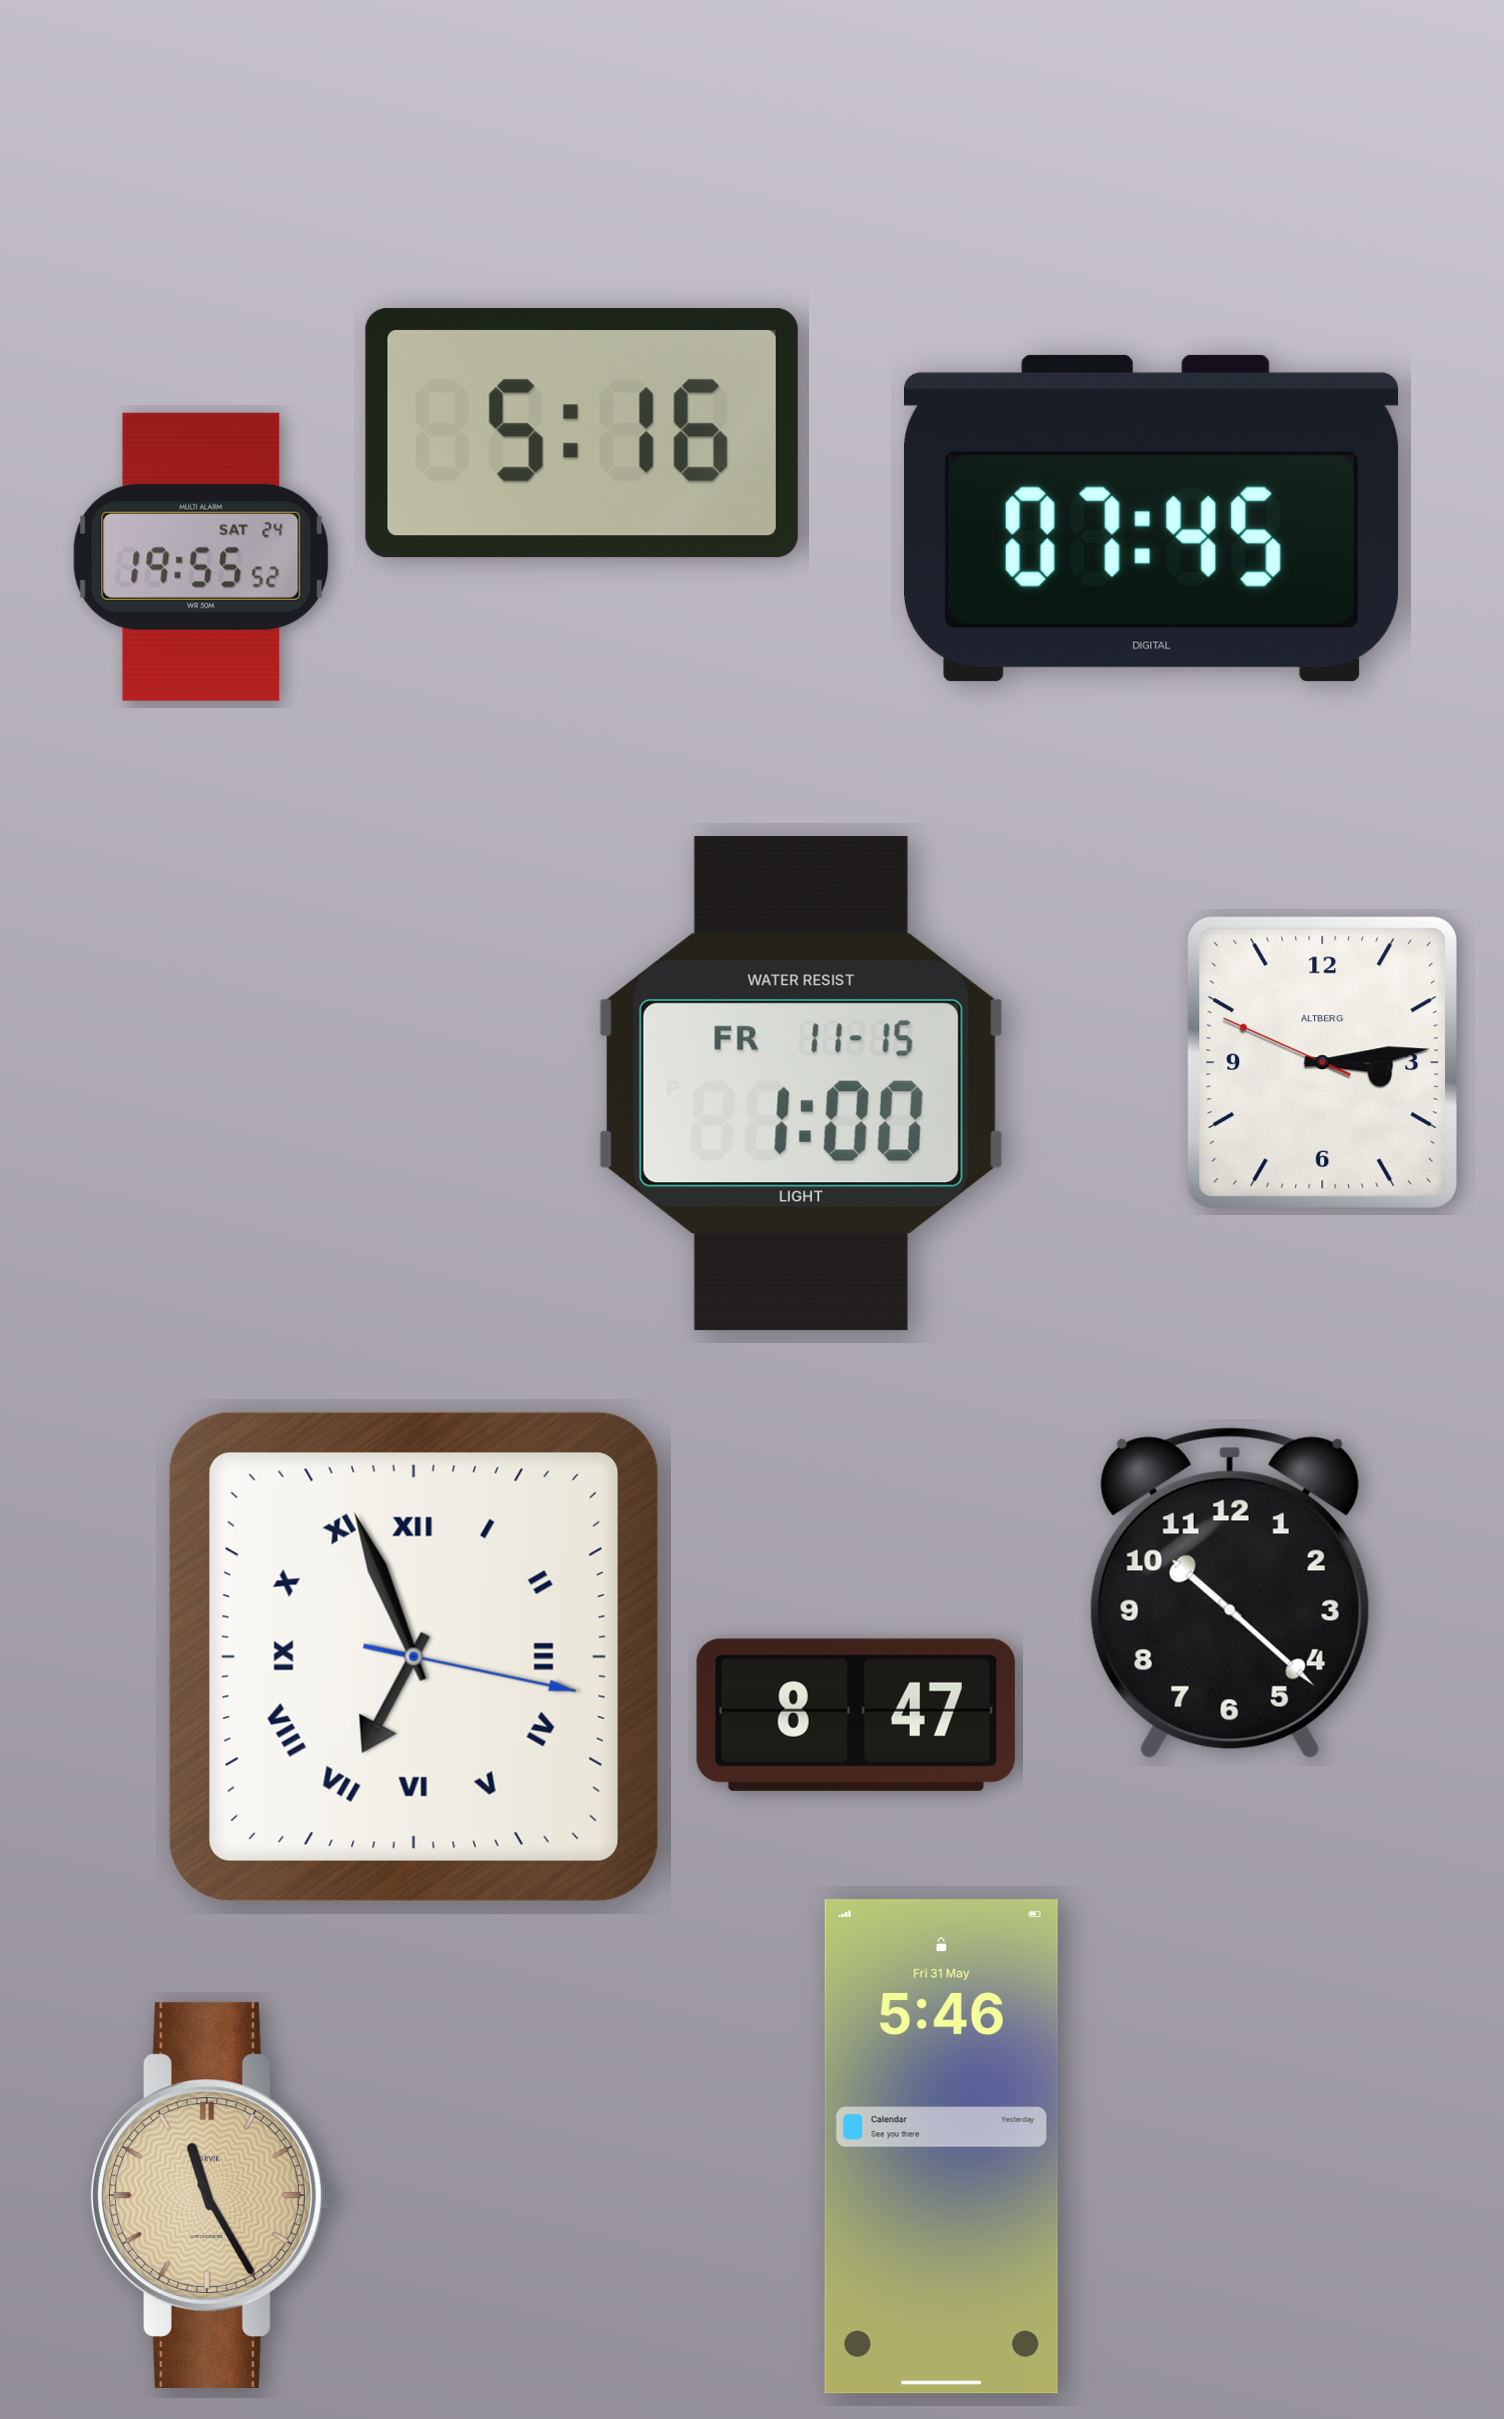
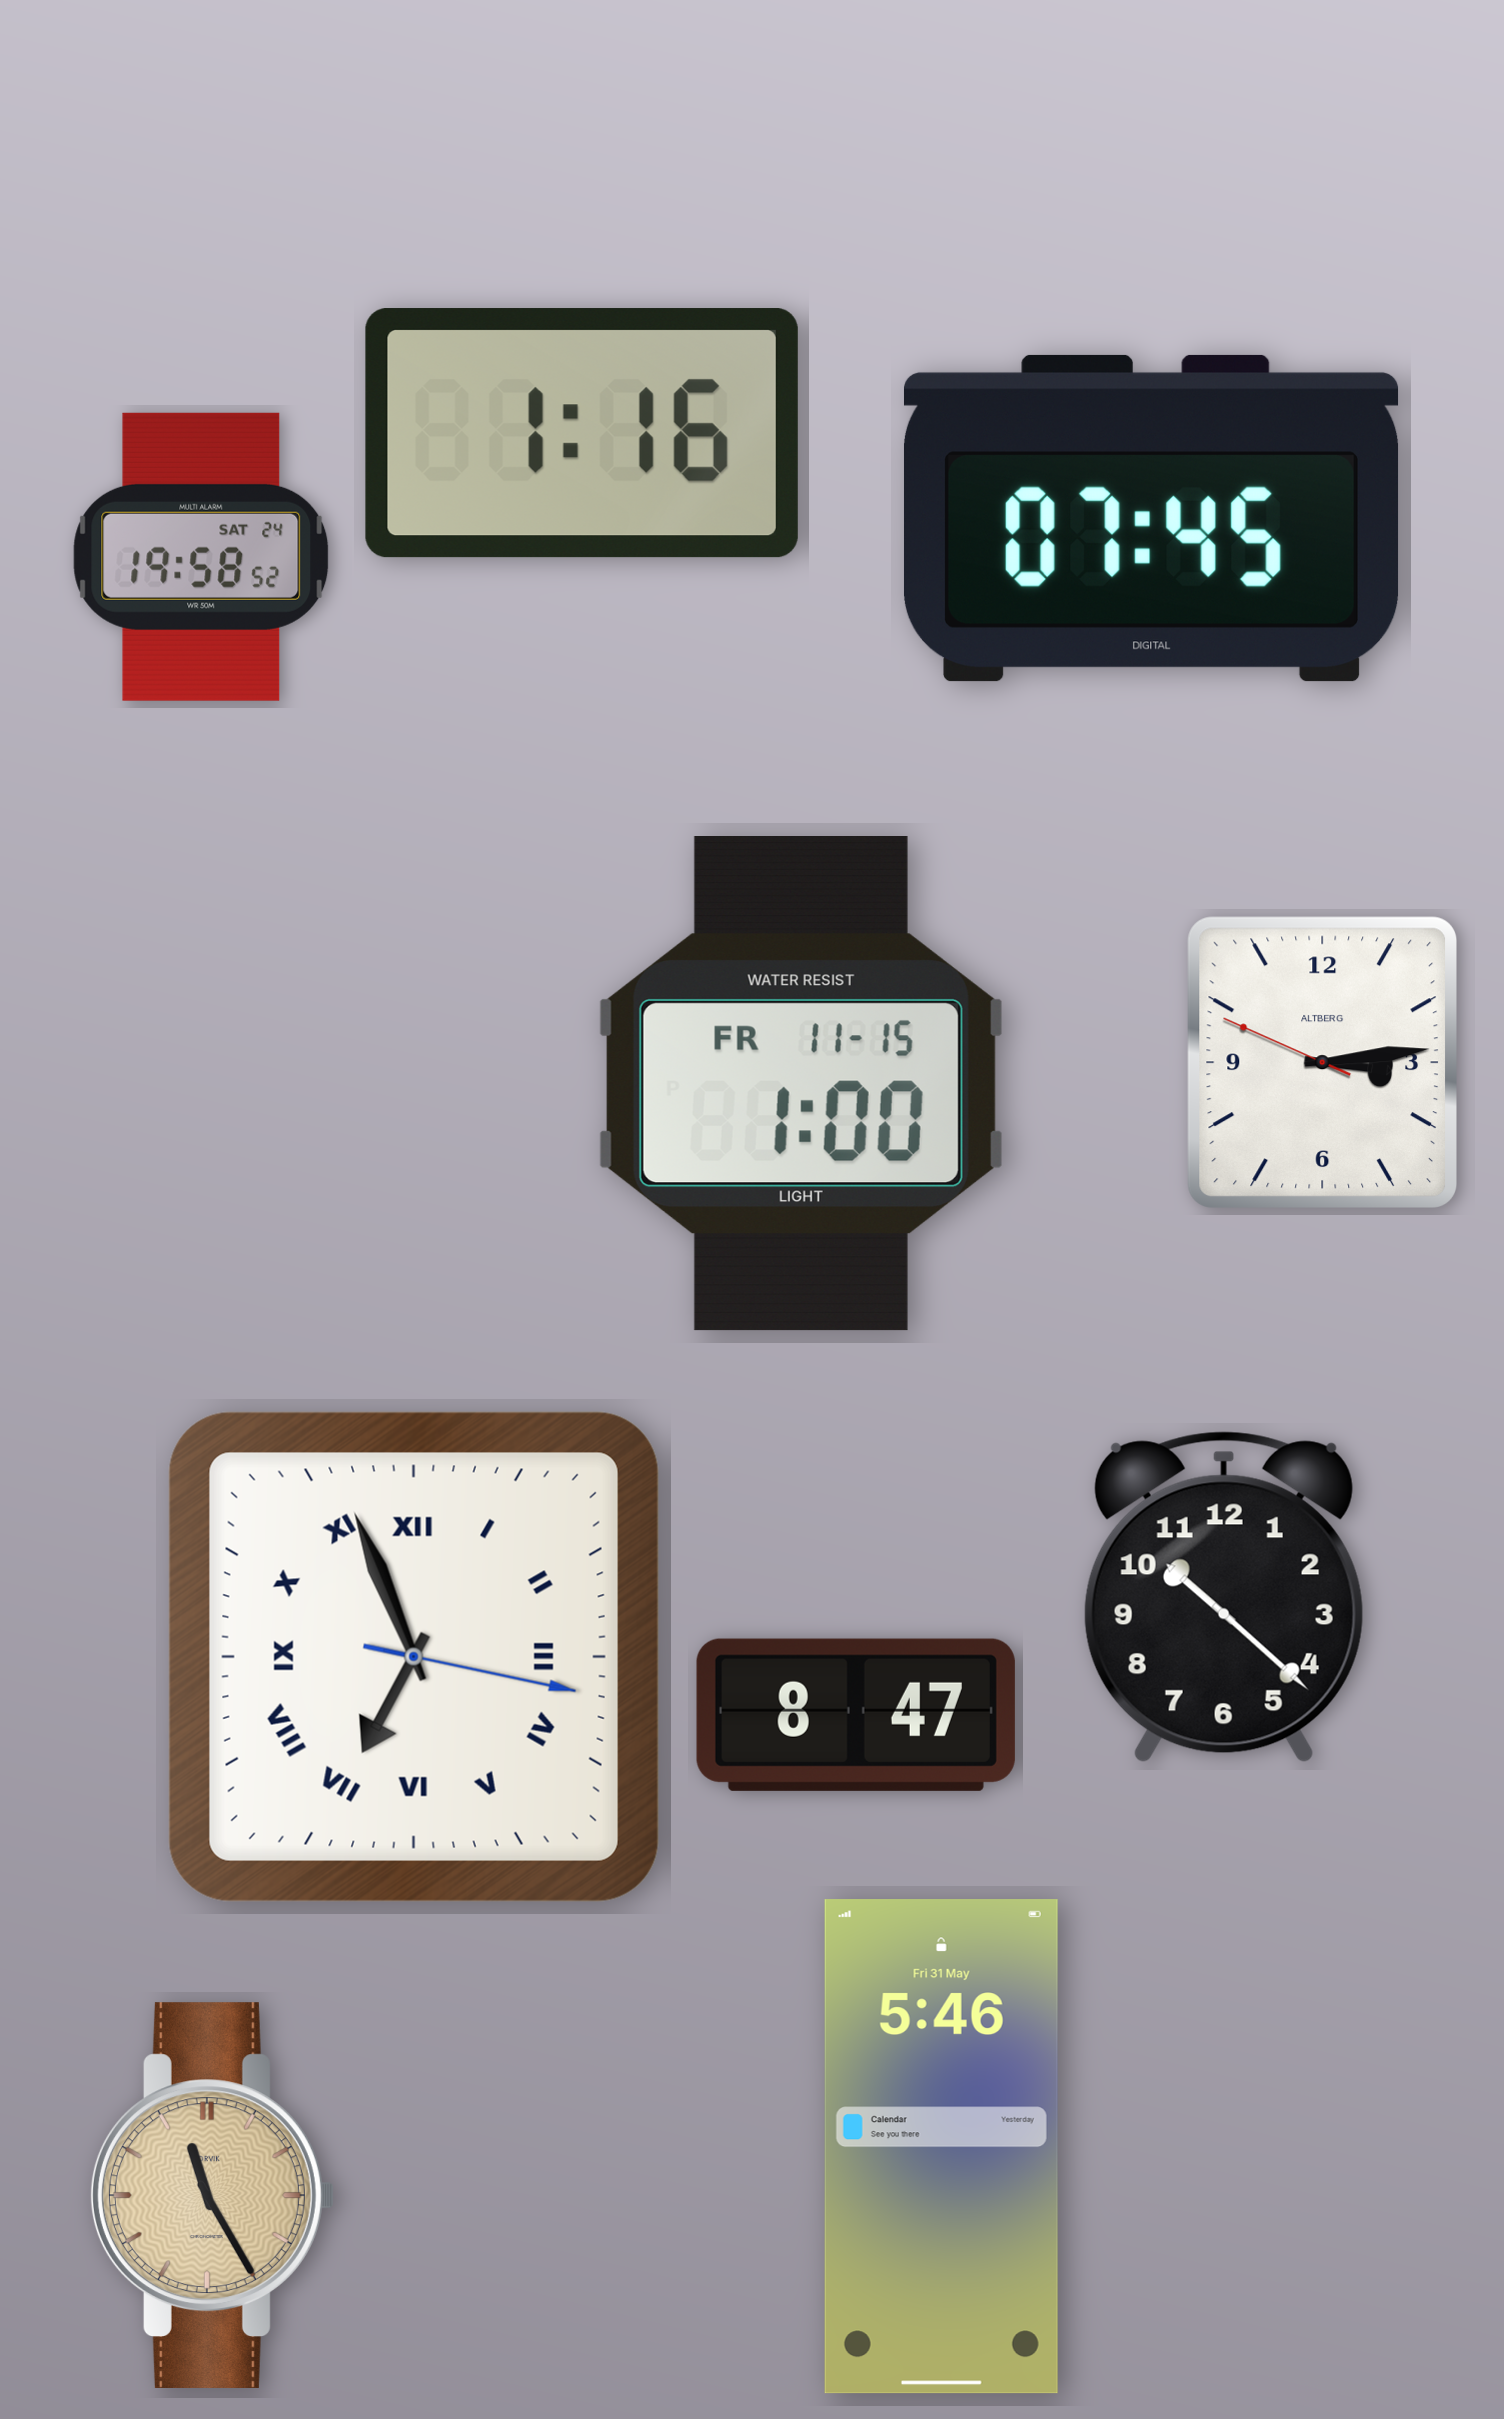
clock at (582, 433): 5:16 -> 1:16
clock at (201, 557): 19:55 -> 19:58
clock at (1230, 1593) position: (1230, 1593) -> (1224, 1597)
